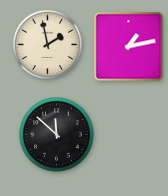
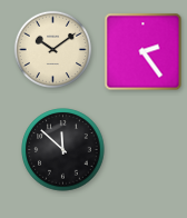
clock at (47, 44): 1:58 -> 10:09
clock at (129, 47): 1:13 -> 2:24
